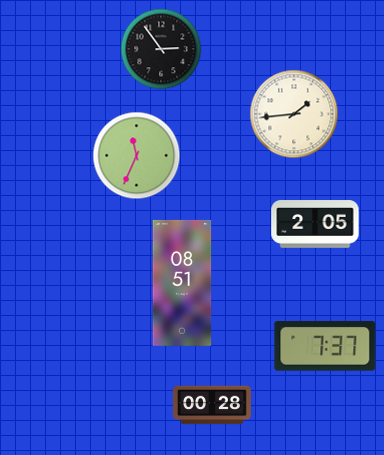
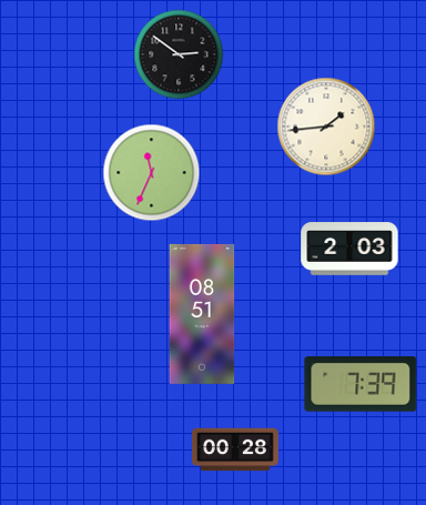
clock at (161, 49): 2:54 -> 2:51
clock at (315, 224): 2:05 -> 2:03
clock at (325, 347): 7:37 -> 7:39
